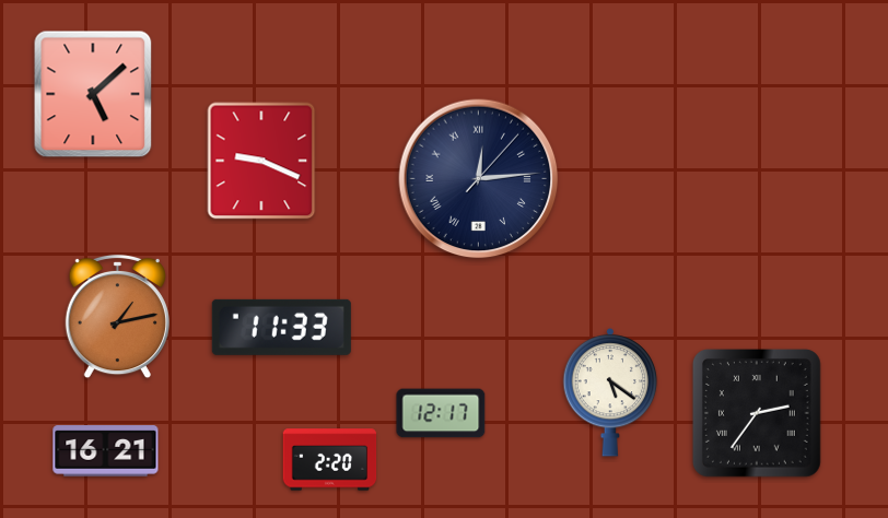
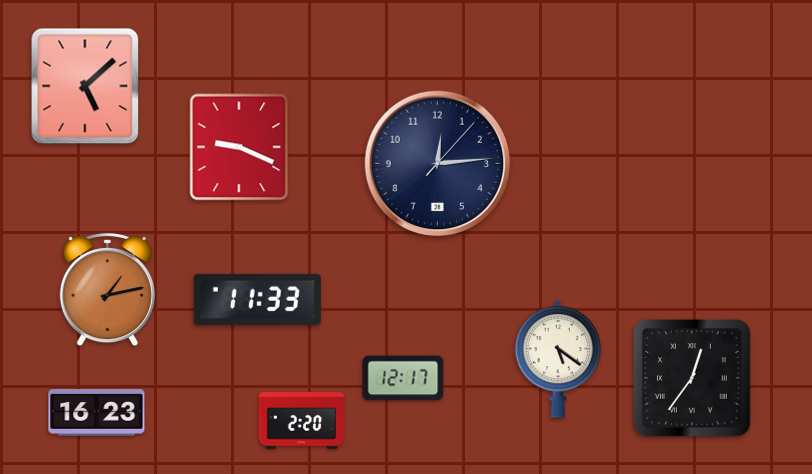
clock at (479, 179) numerals: Roman -> Arabic
clock at (757, 413): 2:36 -> 12:36
clock at (106, 451): 16:21 -> 16:23
